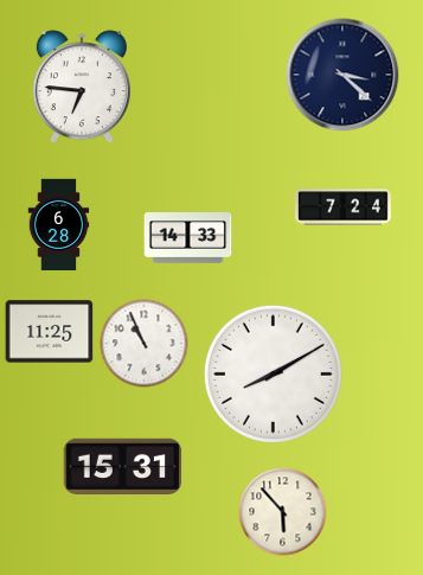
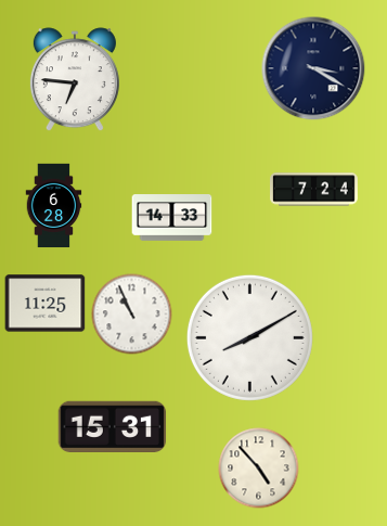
clock at (342, 75): 3:22 -> 3:20
clock at (273, 373) position: (273, 373) -> (249, 337)
clock at (283, 512): 5:53 -> 4:53
